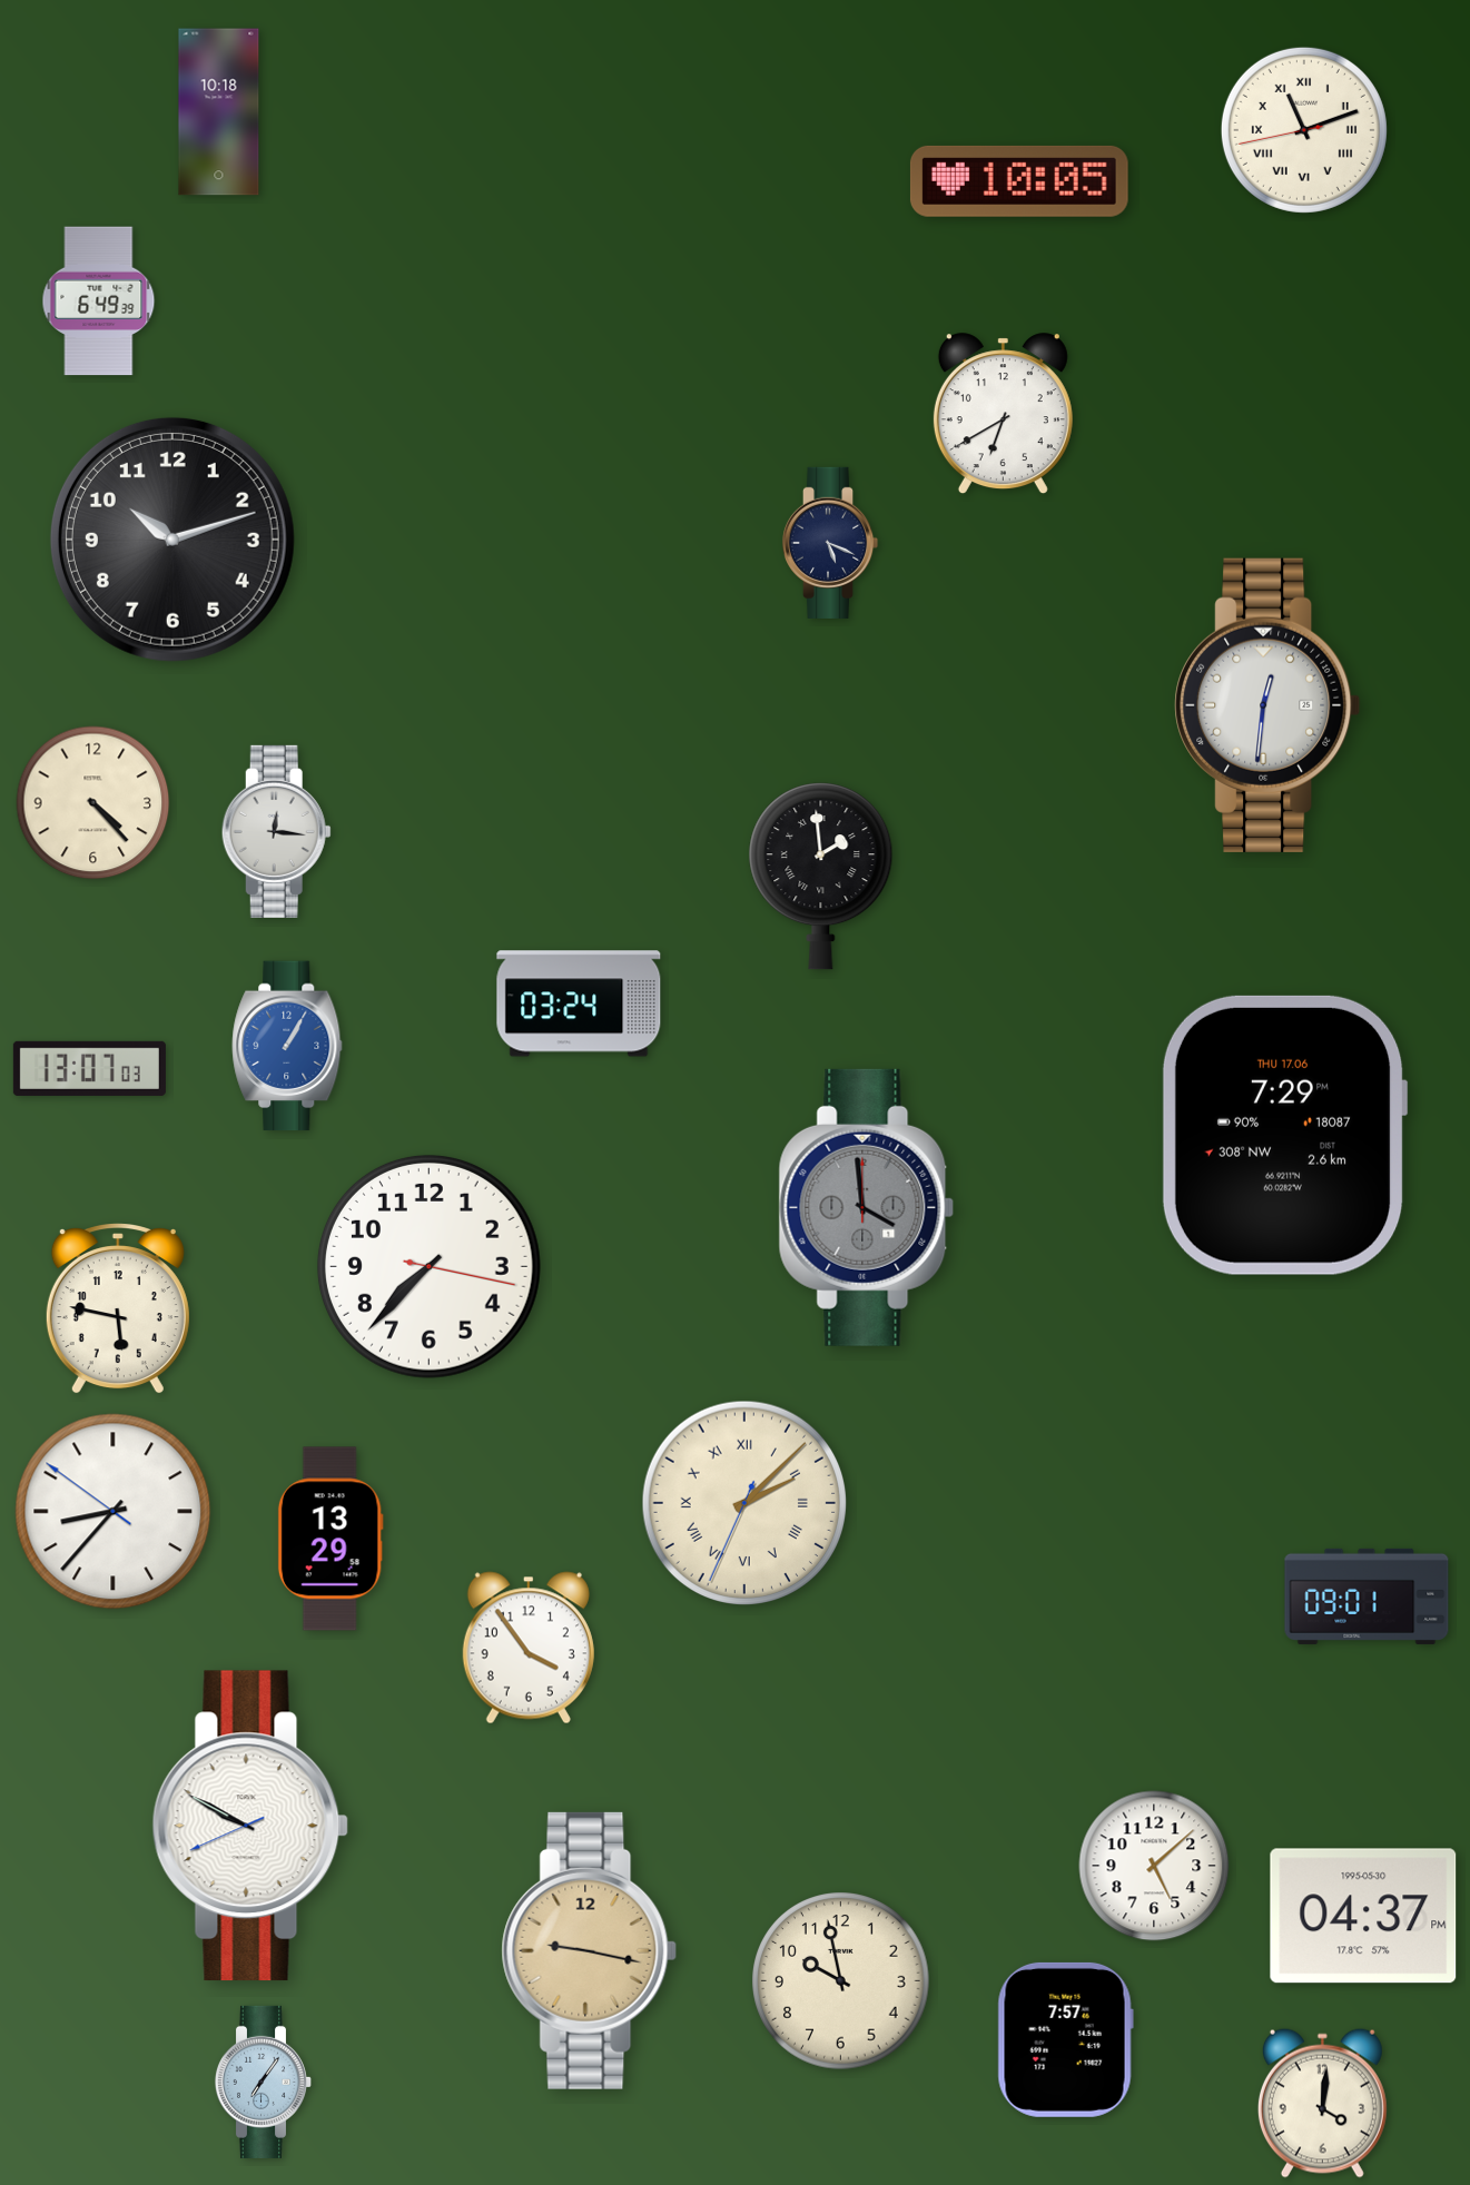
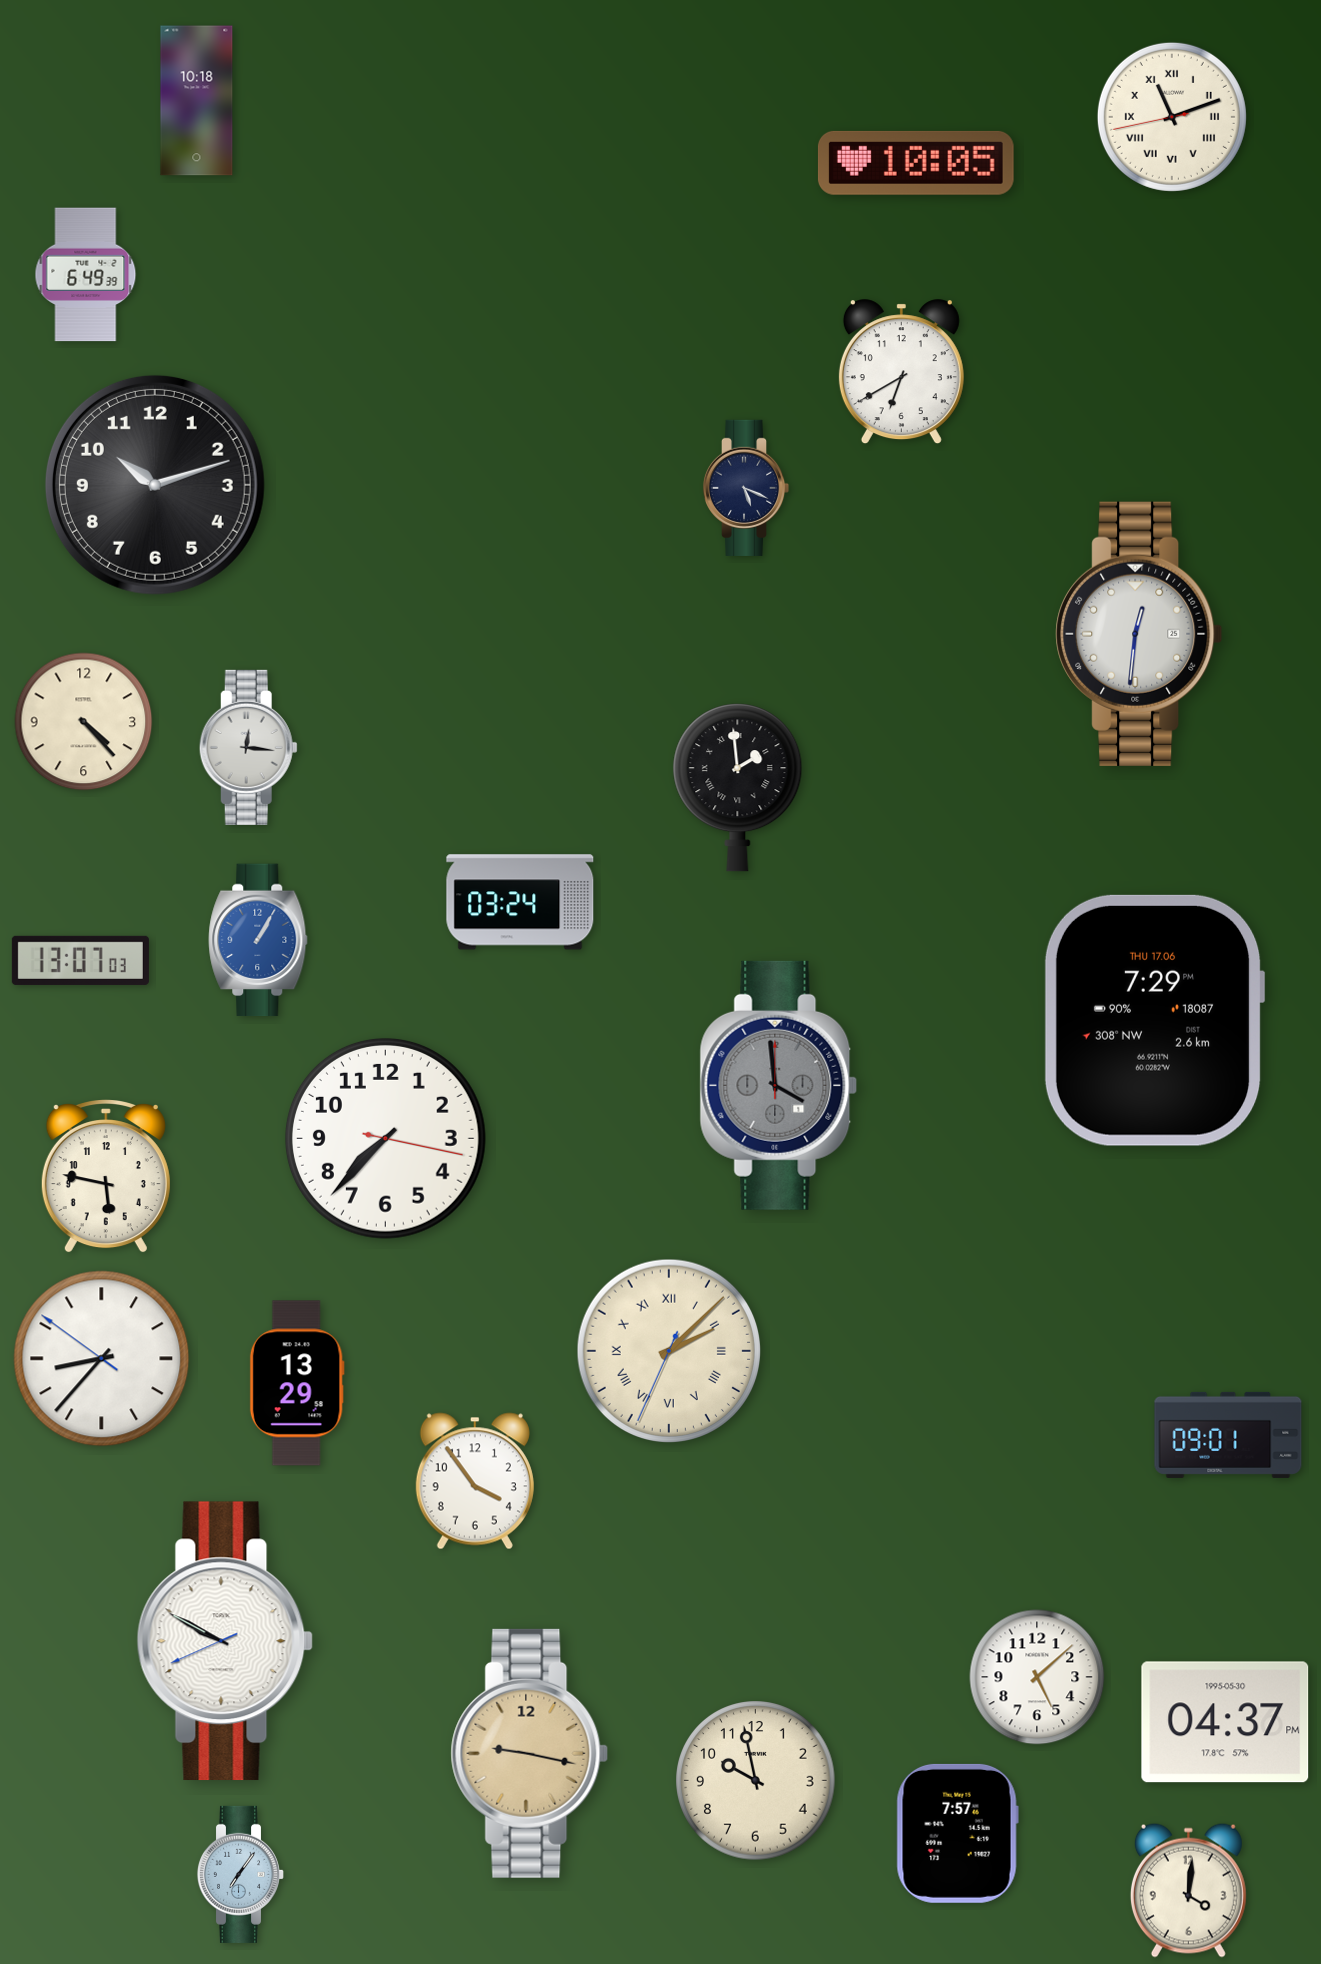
clock at (99, 301) position: (99, 301) -> (86, 275)
clock at (263, 2082) position: (263, 2082) -> (240, 1874)
